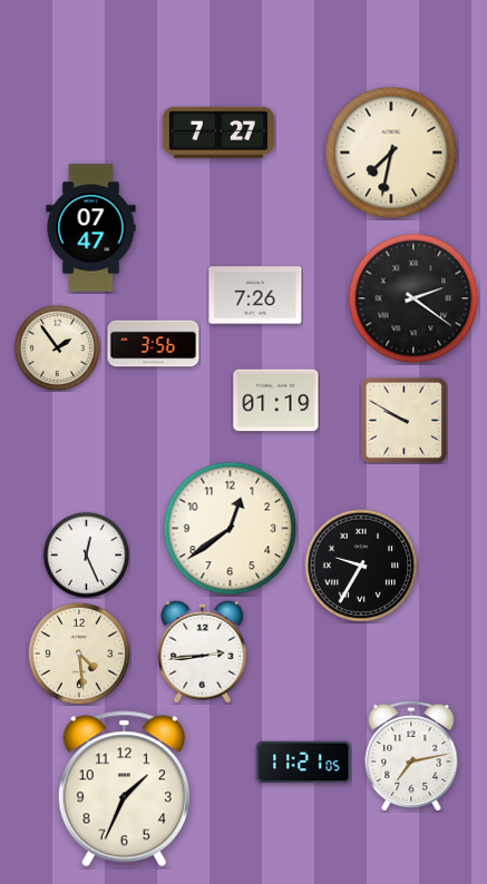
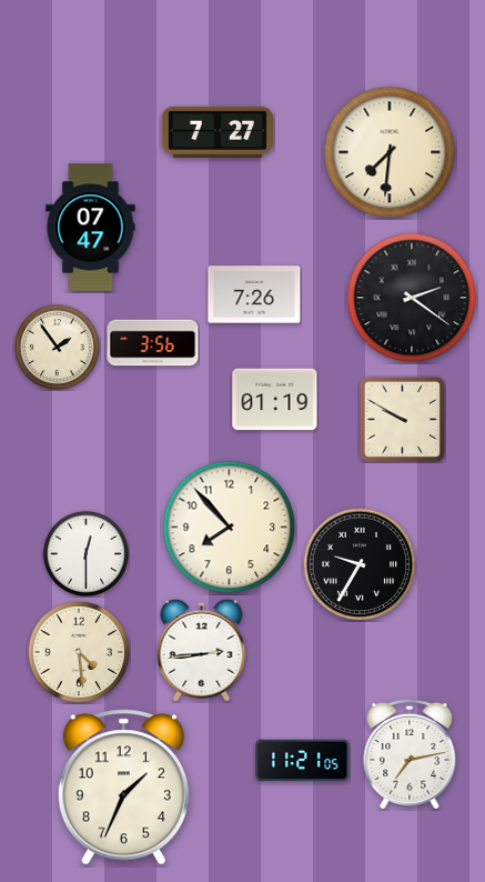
clock at (391, 153): 7:32 -> 7:31
clock at (231, 529): 12:39 -> 7:53
clock at (86, 554): 12:26 -> 12:30
